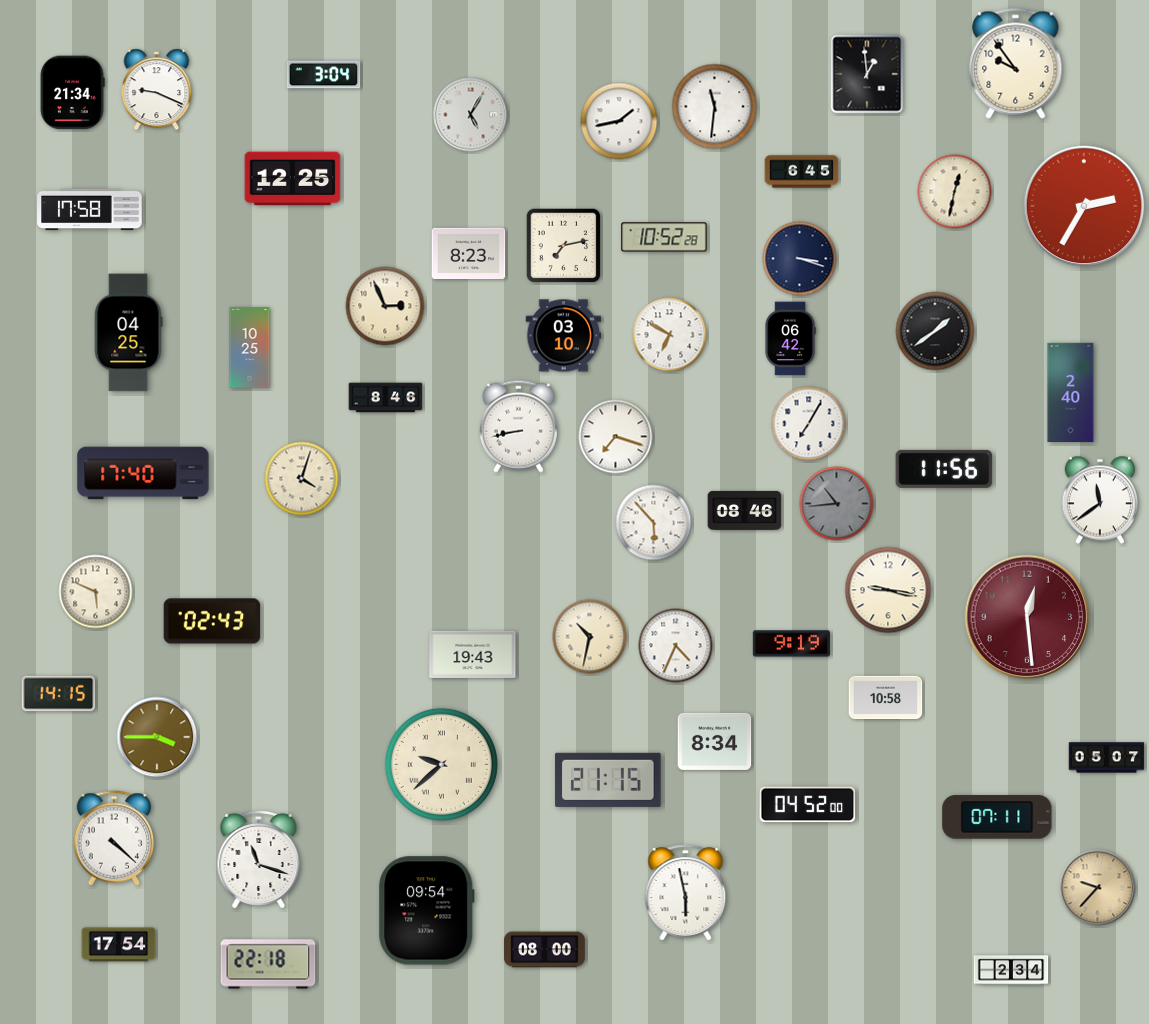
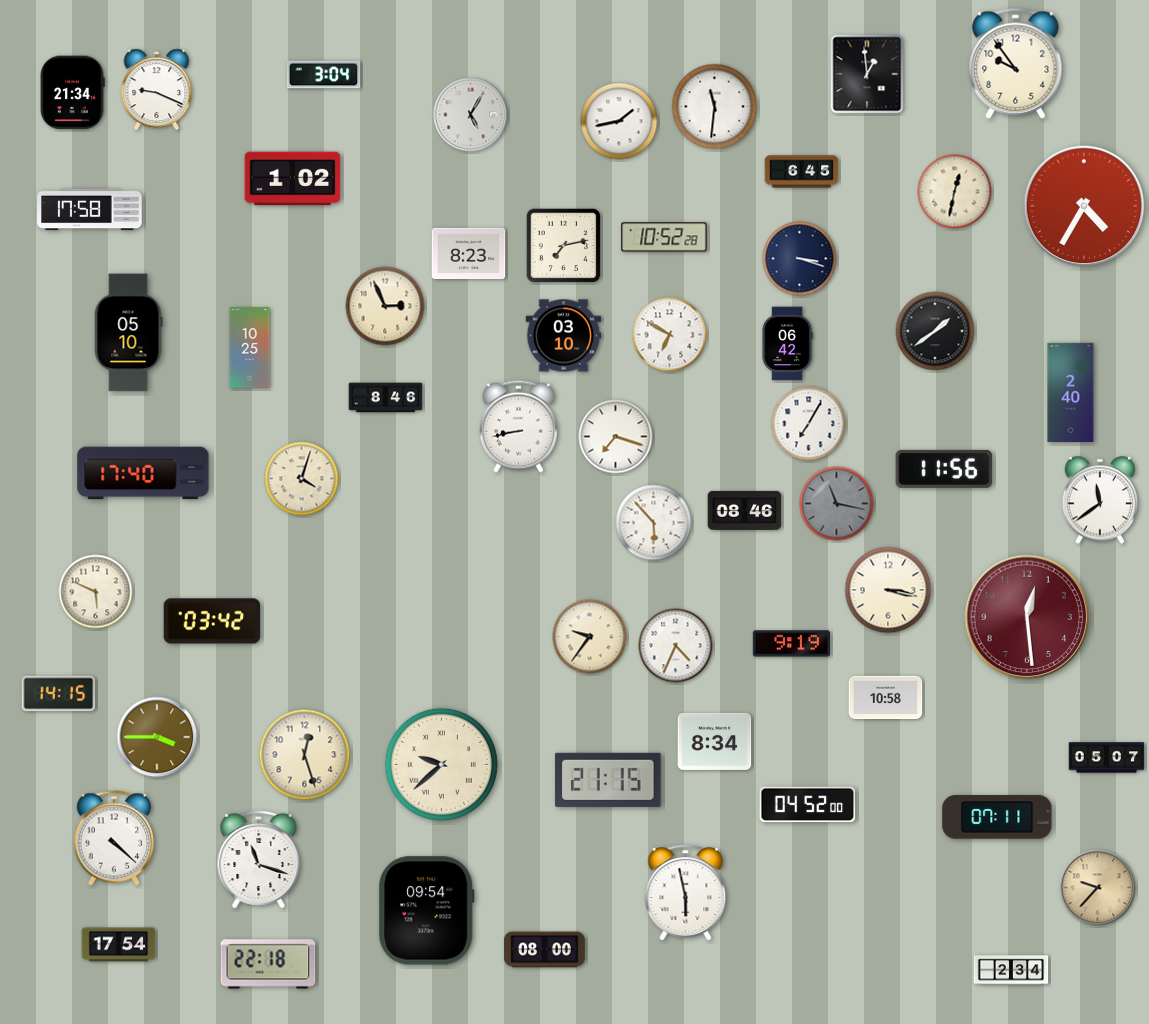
clock at (293, 179): 12:25 -> 1:02
clock at (1084, 206): 2:35 -> 4:35
clock at (129, 333): 04:25 -> 05:10
clock at (790, 339) position: (790, 339) -> (787, 344)
clock at (837, 504): 10:44 -> 11:17
clock at (888, 590): 9:17 -> 3:17
clock at (212, 621): 02:43 -> 03:42
clock at (590, 637): 10:32 -> 9:36
clock at (473, 654): 19:43 -> none
clock at (305, 755): none -> 12:27
